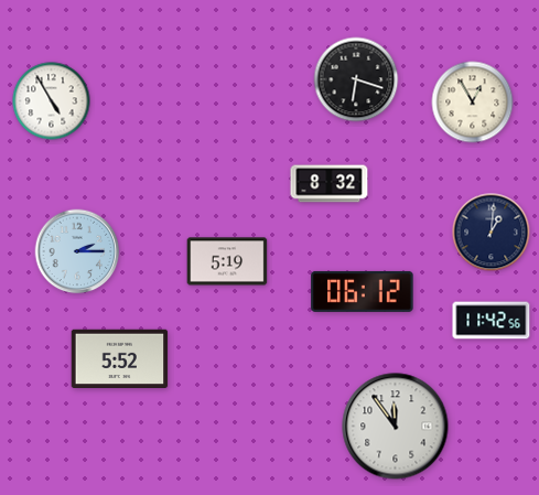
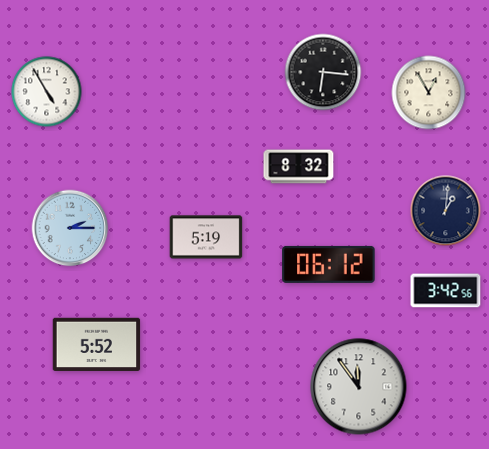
clock at (356, 79): 6:18 -> 6:16
clock at (492, 321): 11:42 -> 3:42
clock at (120, 358) position: (120, 358) -> (97, 344)
